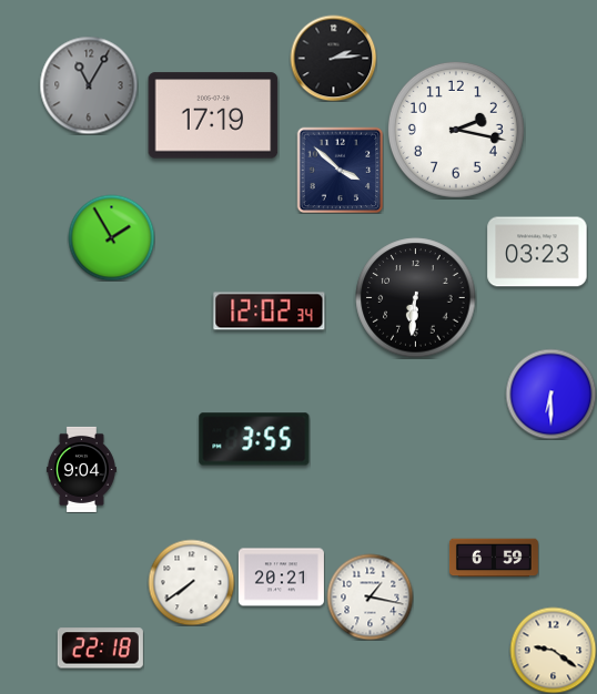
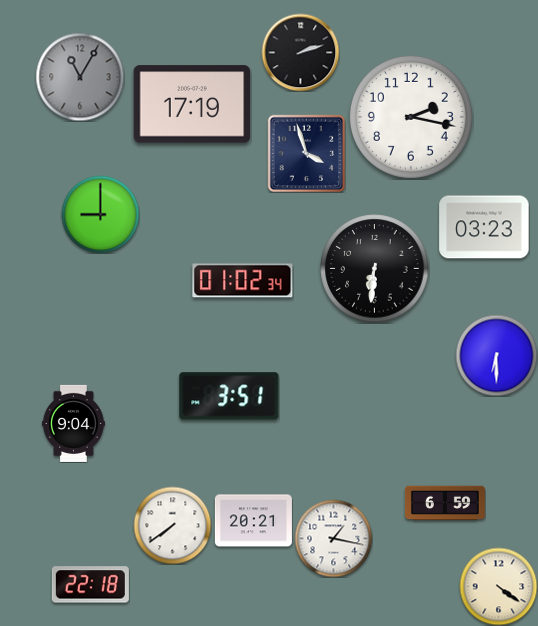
clock at (333, 58): 2:14 -> 2:12
clock at (340, 170): 3:52 -> 3:57
clock at (111, 237): 1:55 -> 9:00
clock at (270, 312): 12:02 -> 01:02
clock at (254, 439): 3:55 -> 3:51
clock at (553, 650): 9:21 -> 4:21
